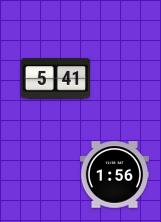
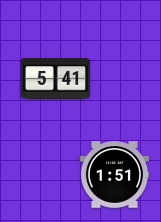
clock at (114, 175): 1:56 -> 1:51
